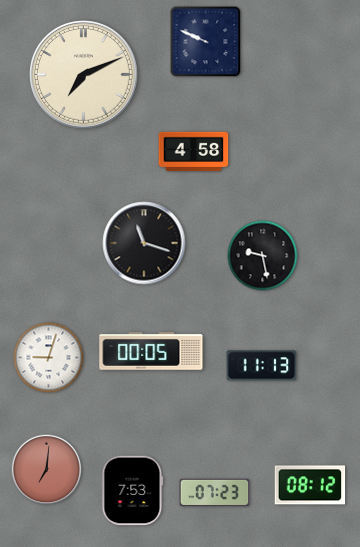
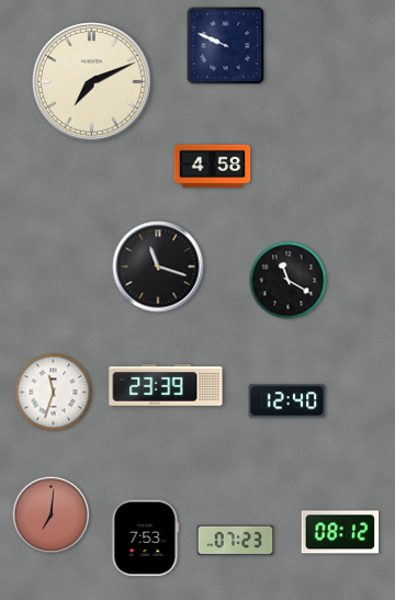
clock at (263, 256): 9:28 -> 11:20
clock at (151, 352): 00:05 -> 23:39
clock at (49, 358): 9:03 -> 11:33
clock at (262, 366): 11:13 -> 12:40
